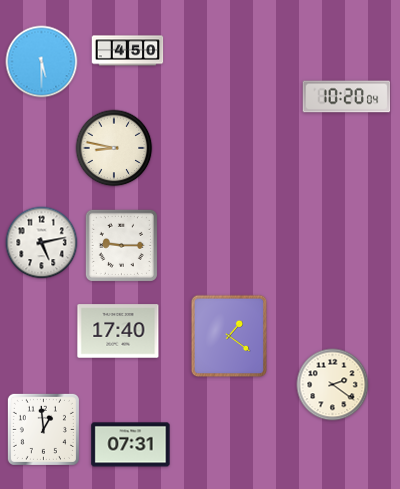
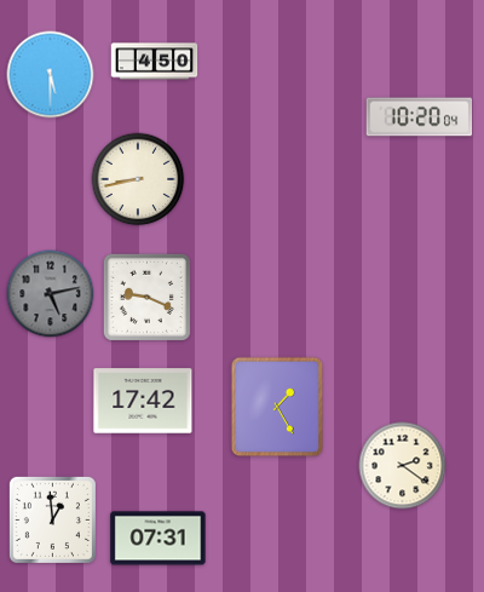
clock at (114, 148): 8:47 -> 8:43
clock at (42, 243) dial: white -> grey
clock at (121, 245): 9:15 -> 9:19
clock at (118, 331): 17:40 -> 17:42
clock at (229, 336): 1:21 -> 1:25
